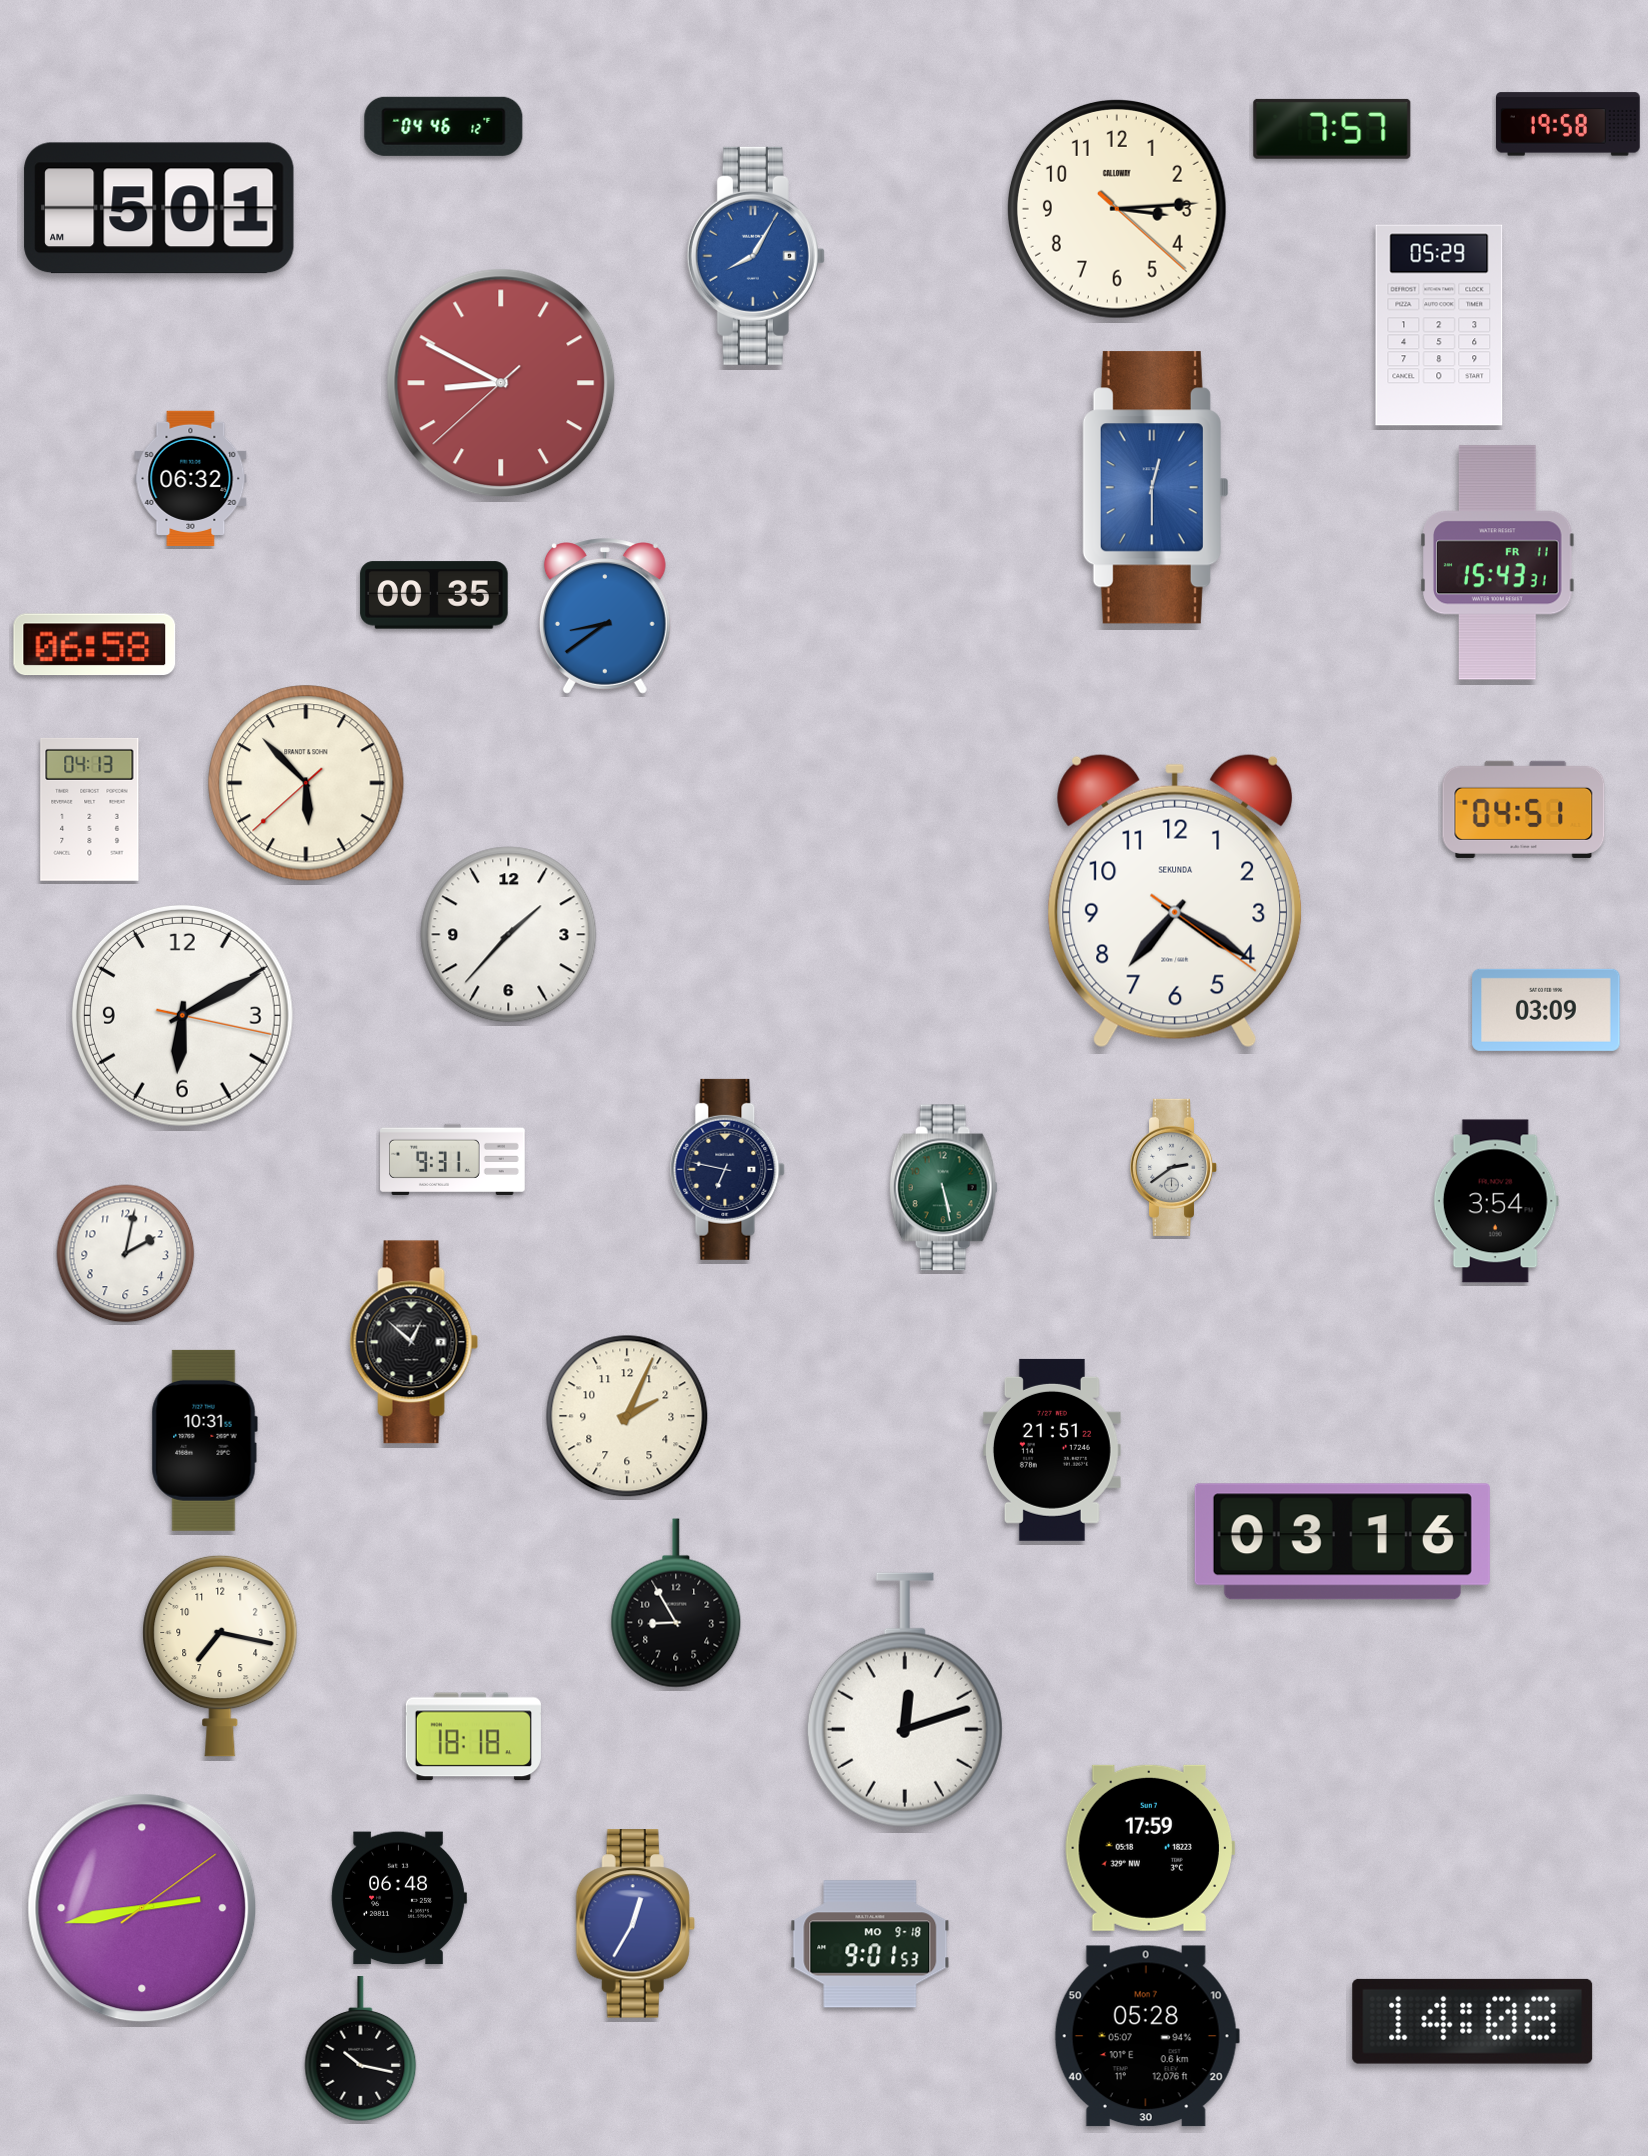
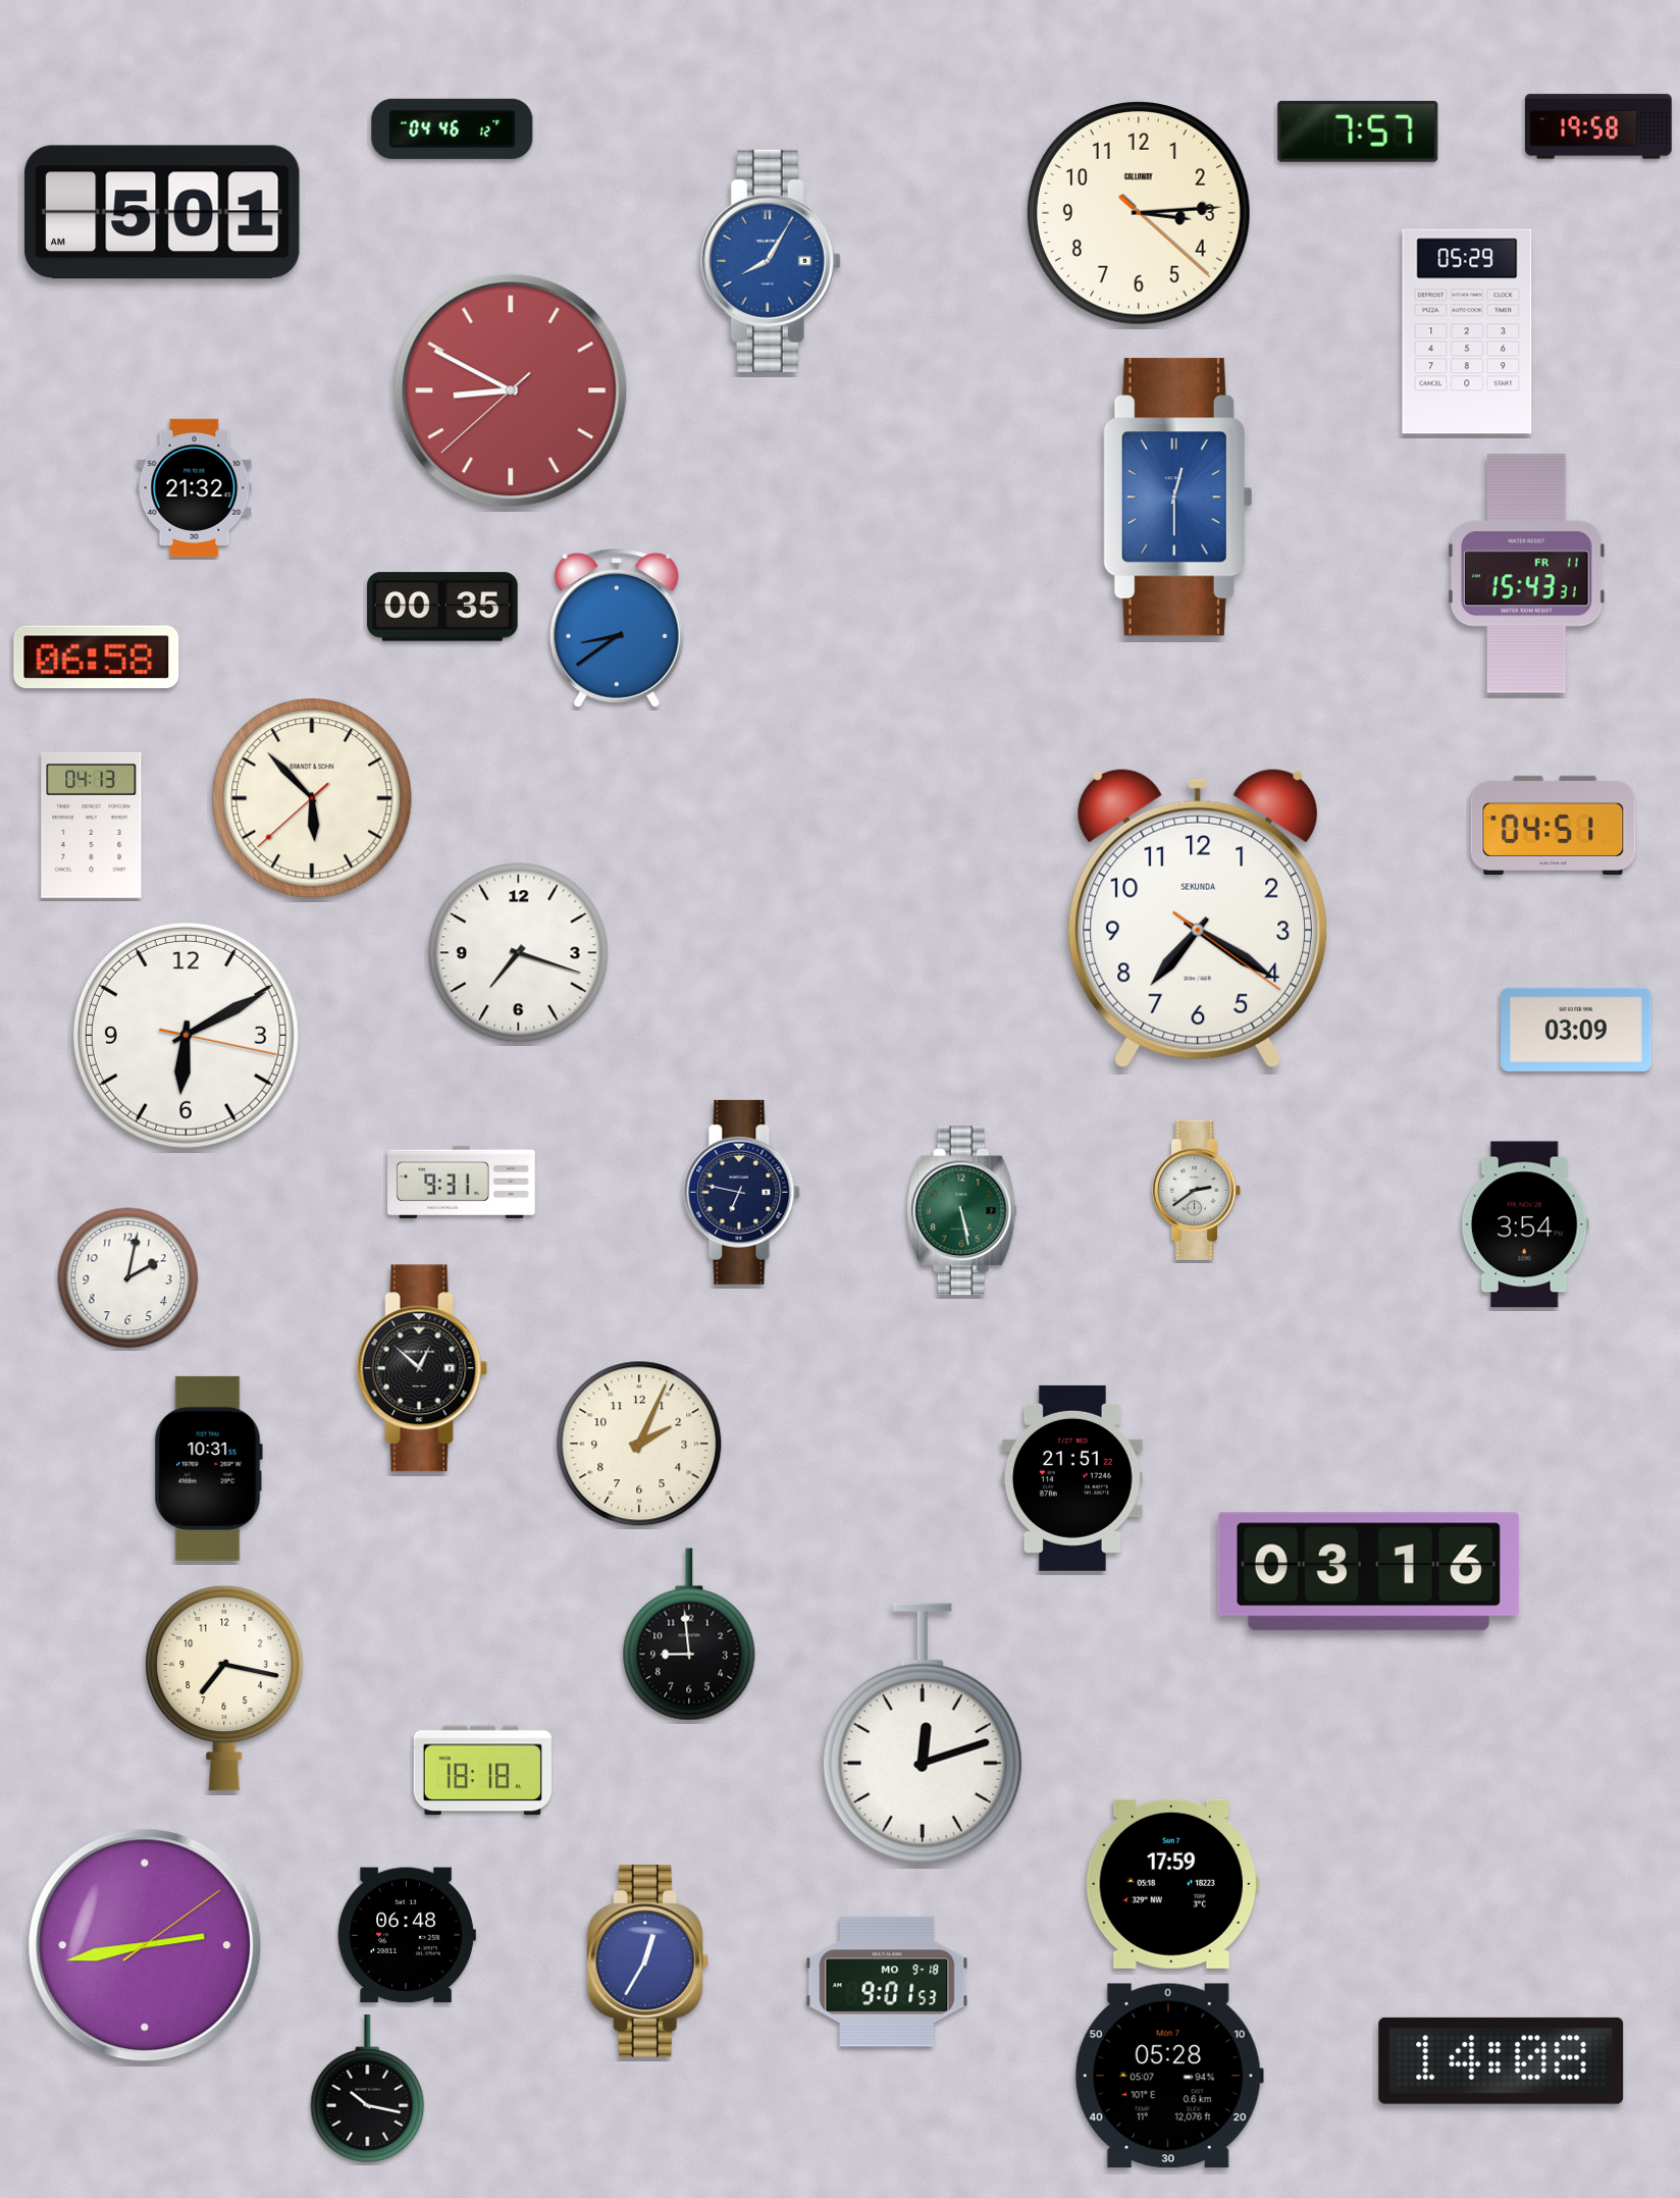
clock at (191, 478): 06:32 -> 21:32
clock at (509, 935): 1:37 -> 7:18
clock at (676, 1603): 8:55 -> 8:59
